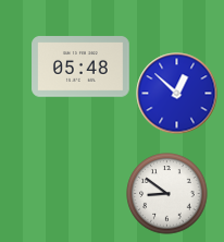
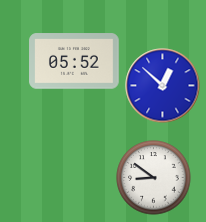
clock at (80, 66): 05:48 -> 05:52
